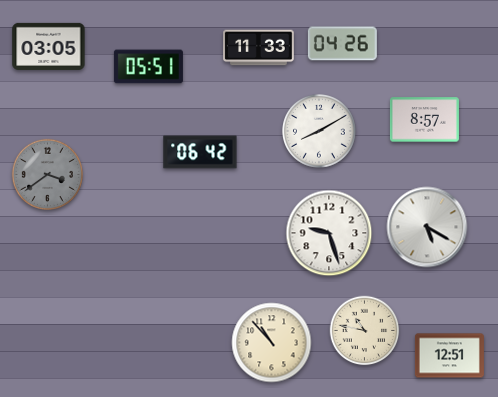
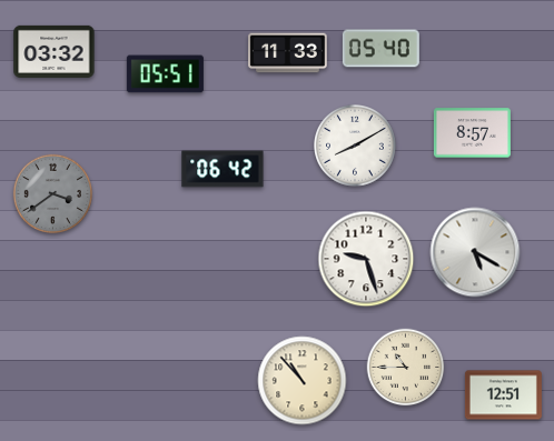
clock at (342, 44): 04:26 -> 05:40
clock at (49, 46): 03:05 -> 03:32
clock at (365, 331): 10:47 -> 10:45
clock at (449, 356) position: (449, 356) -> (503, 395)
